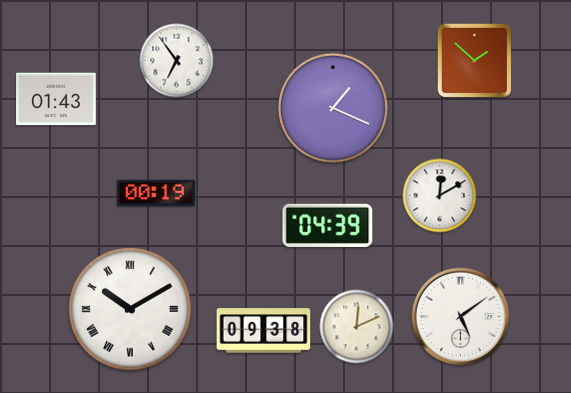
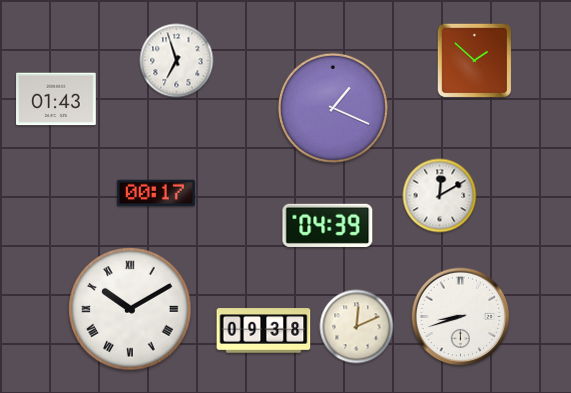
clock at (177, 61): 6:54 -> 6:57
clock at (156, 193): 00:19 -> 00:17
clock at (461, 317): 5:09 -> 8:42
